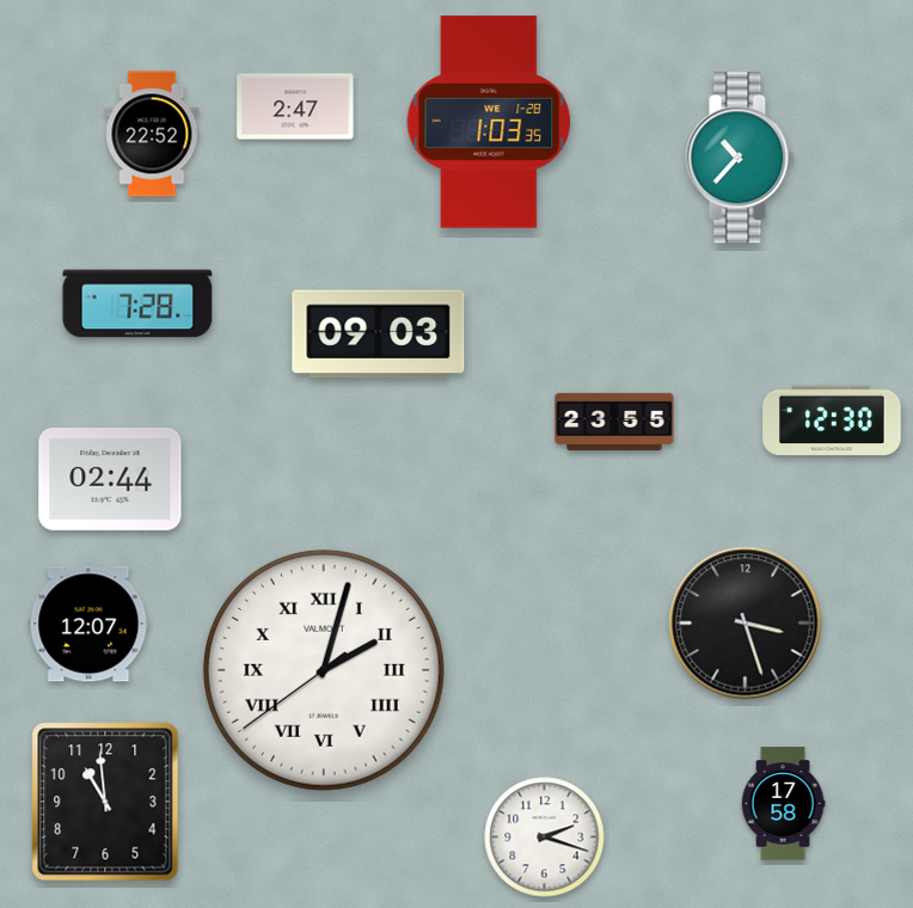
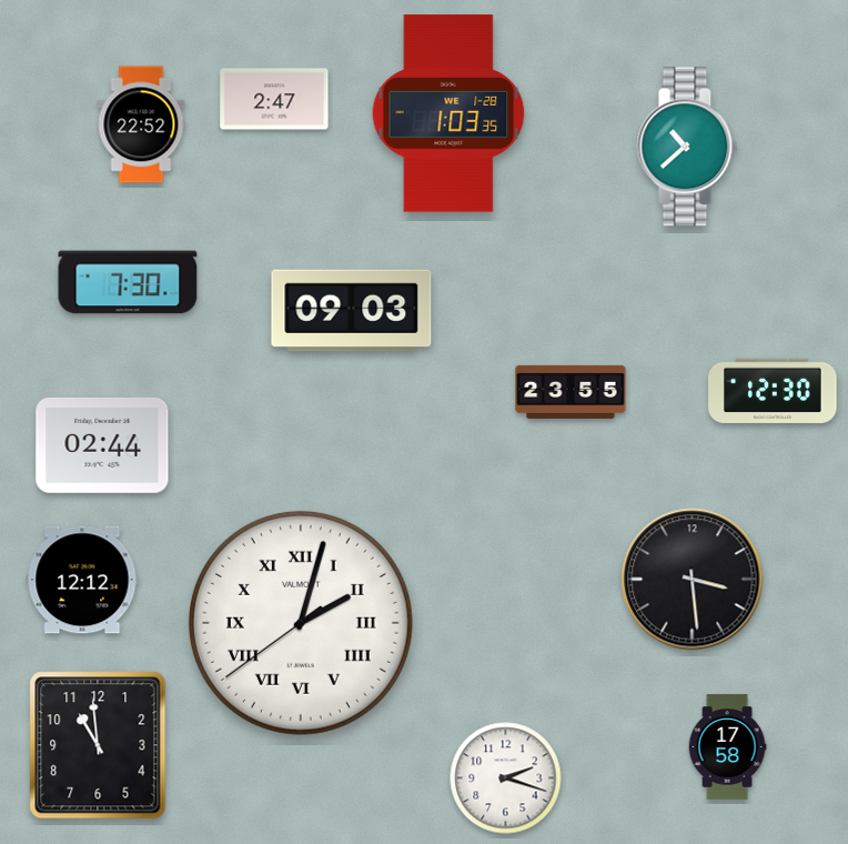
clock at (489, 122) position: (489, 122) -> (448, 113)
clock at (740, 158): 10:37 -> 10:38
clock at (137, 303): 7:28 -> 7:30
clock at (88, 624): 12:07 -> 12:12
clock at (746, 624): 3:27 -> 3:29
